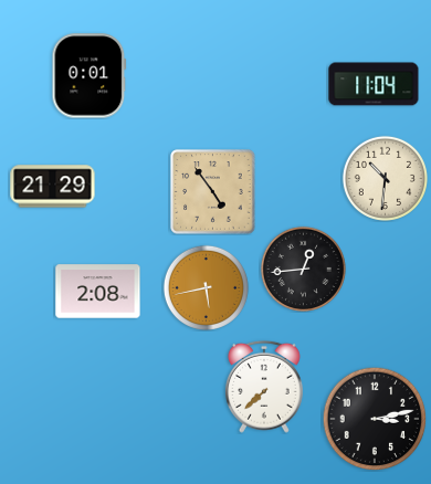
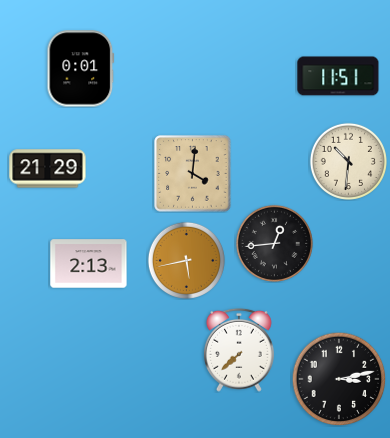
clock at (374, 84): 11:04 -> 11:51
clock at (213, 192): 4:54 -> 4:01
clock at (98, 292): 2:08 -> 2:13
